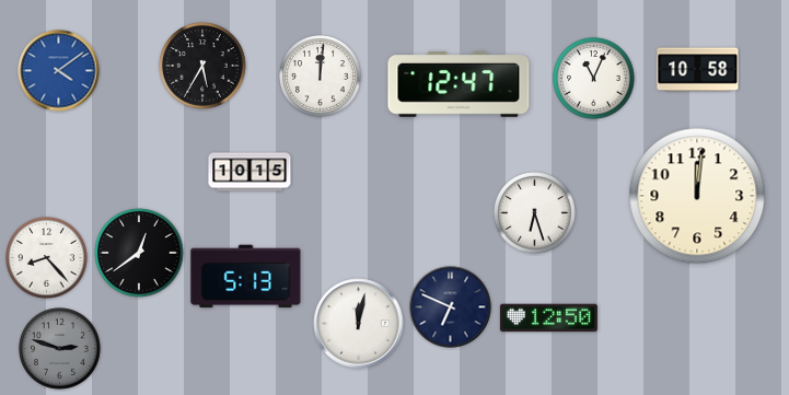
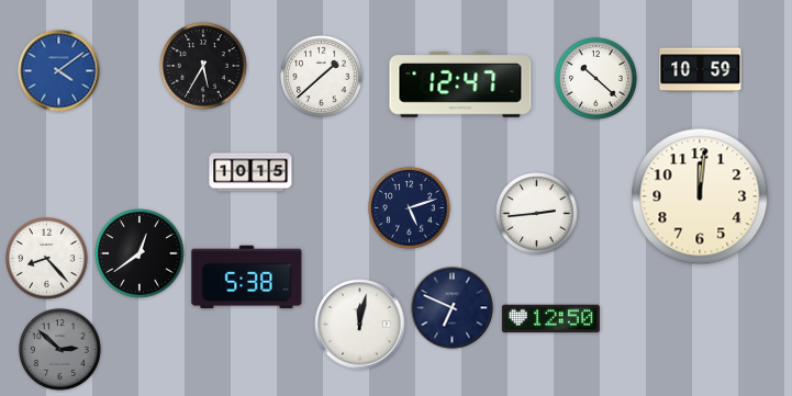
clock at (698, 70): 10:58 -> 10:59
clock at (321, 77): 12:01 -> 1:38
clock at (594, 79): 11:04 -> 10:22
clock at (410, 208): none -> 5:12
clock at (535, 213): 6:27 -> 2:44
clock at (246, 277): 5:13 -> 5:38
clock at (60, 349): 2:48 -> 2:52
